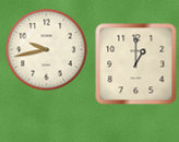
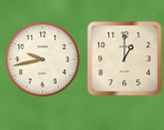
clock at (47, 50) position: (47, 50) -> (43, 60)
